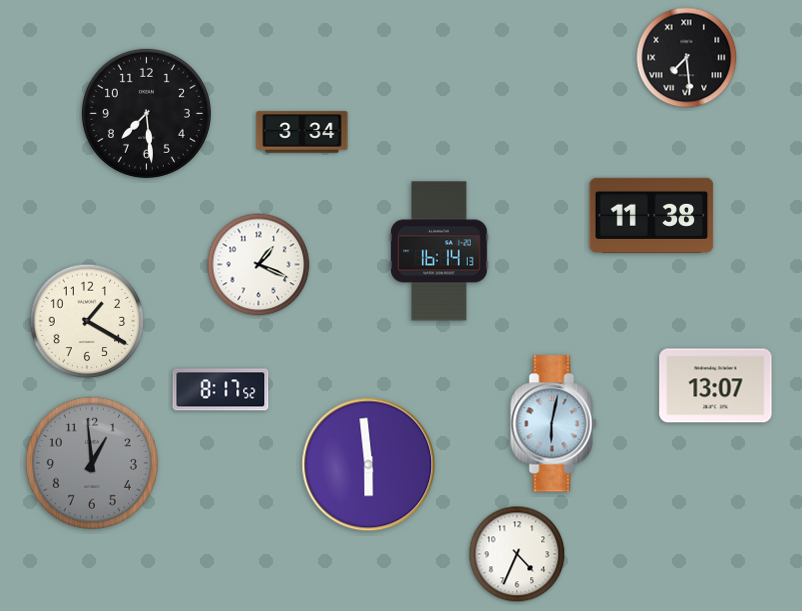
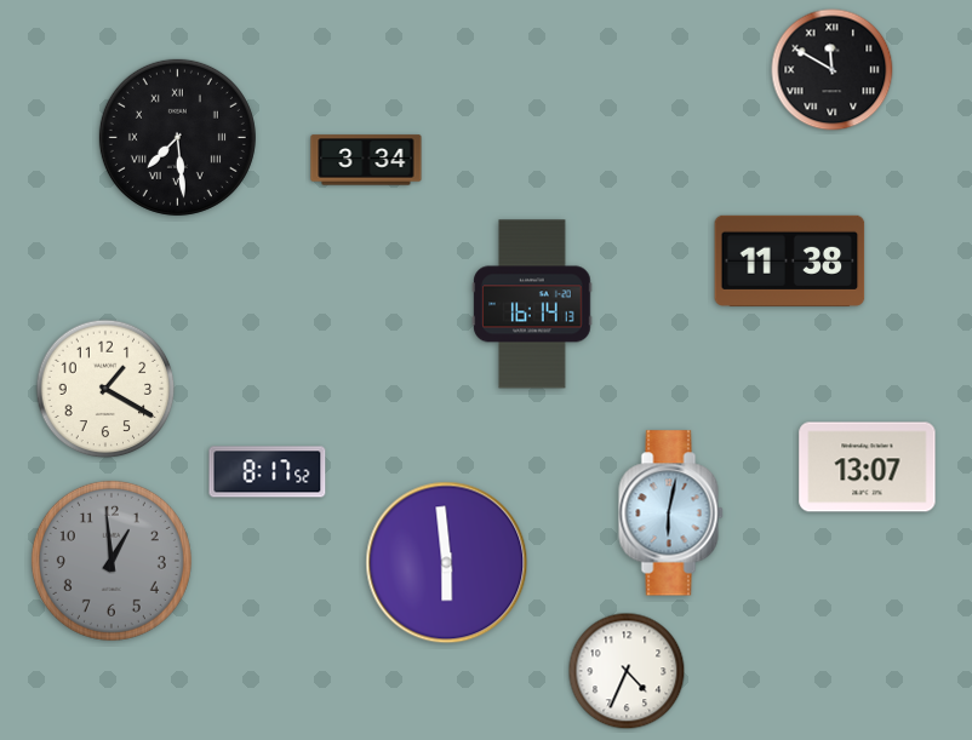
clock at (687, 58): 7:29 -> 11:50
clock at (146, 113) numerals: Arabic -> Roman
clock at (259, 265): 1:19 -> none
